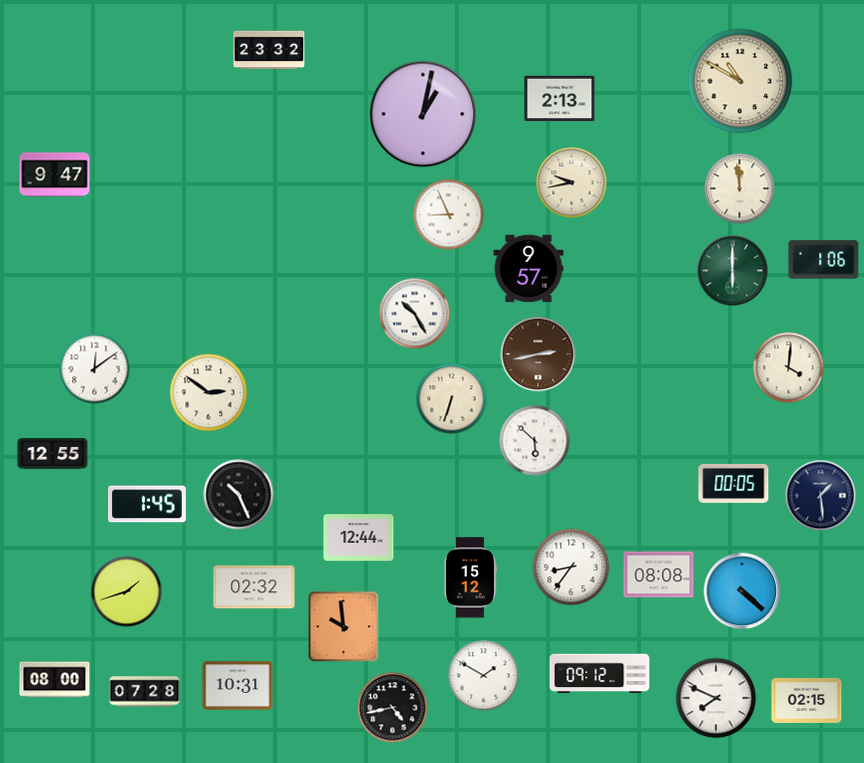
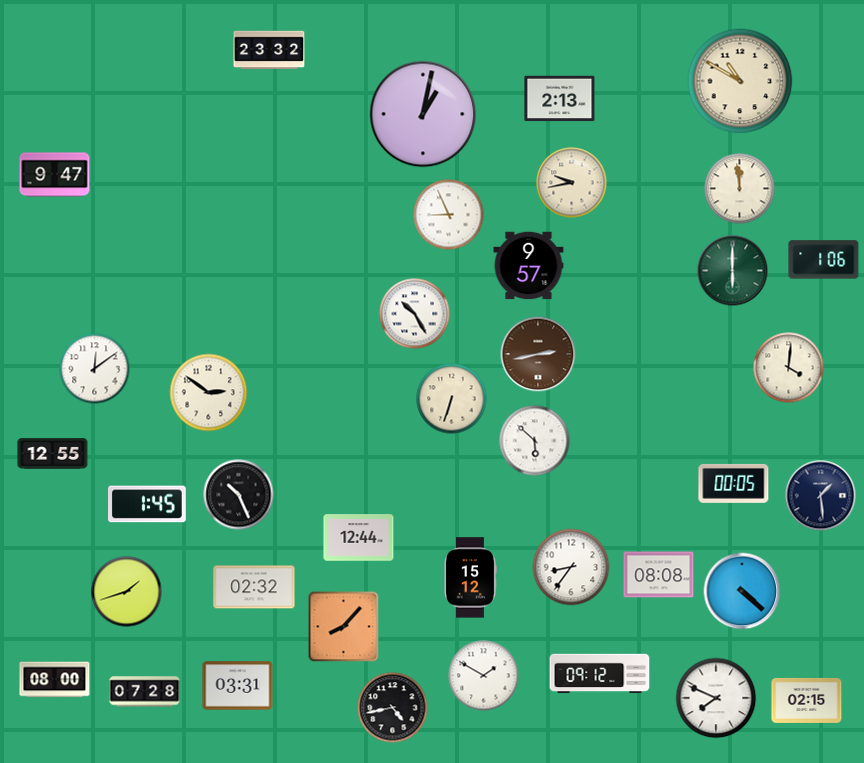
clock at (529, 269) position: (529, 269) -> (529, 266)
clock at (344, 627): 9:59 -> 8:07
clock at (238, 686): 10:31 -> 03:31
